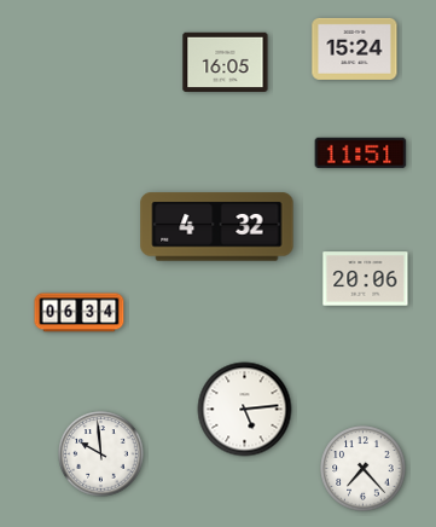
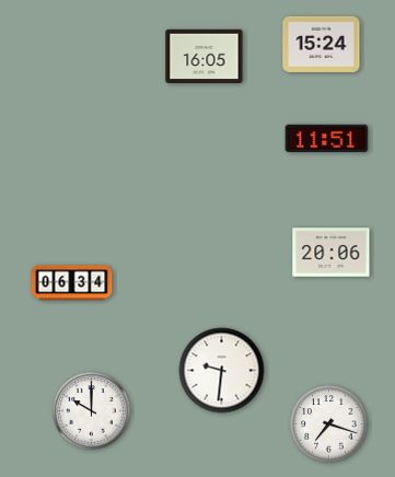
clock at (217, 227): 4:32 -> none
clock at (245, 410): 5:14 -> 9:31
clock at (101, 454): 9:59 -> 10:00
clock at (364, 469): 7:23 -> 7:18
